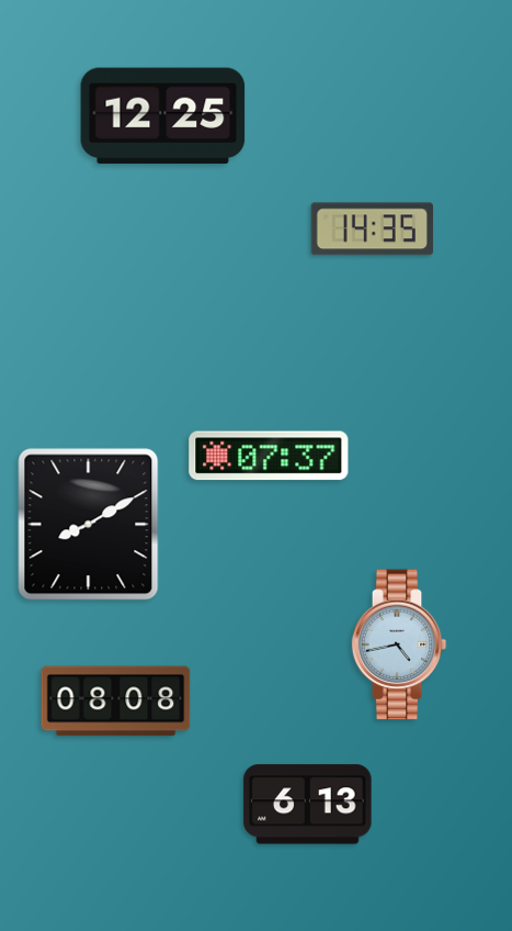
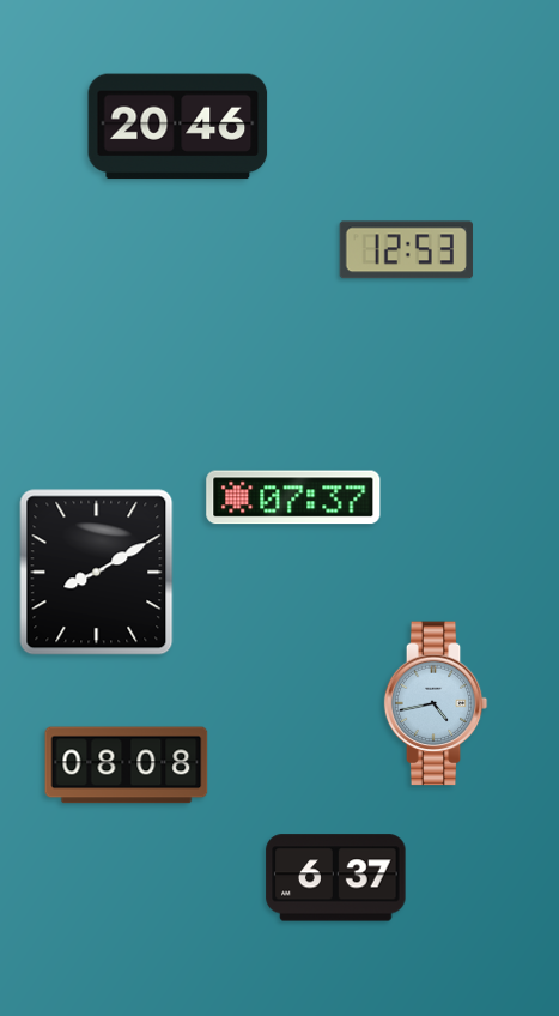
clock at (163, 116): 12:25 -> 20:46
clock at (372, 229): 14:35 -> 12:53
clock at (308, 805): 6:13 -> 6:37
